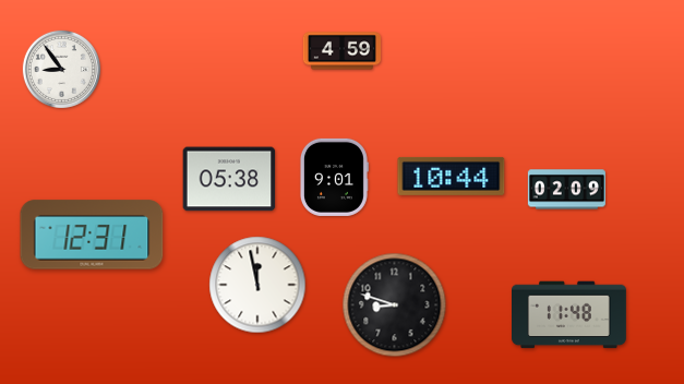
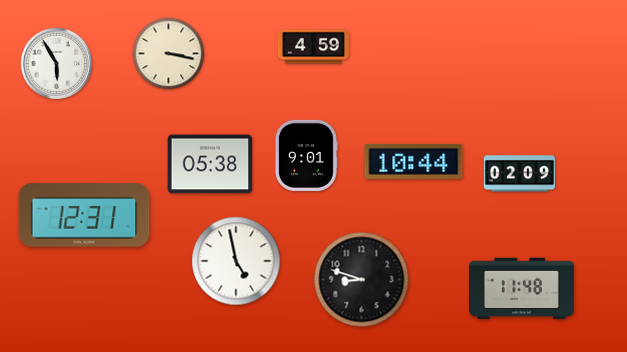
clock at (169, 54): none -> 3:17
clock at (61, 69): 8:54 -> 5:55
clock at (334, 177) position: (334, 177) -> (306, 155)
clock at (257, 285): 11:58 -> 4:58
